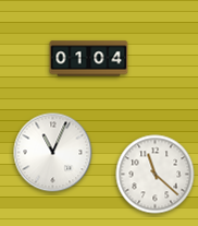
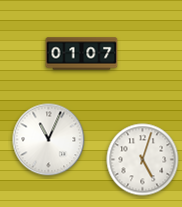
clock at (89, 59): 01:04 -> 01:07
clock at (156, 175): 11:22 -> 5:03
